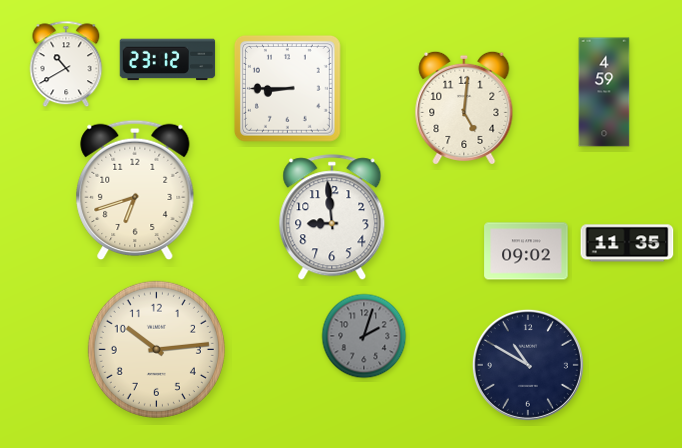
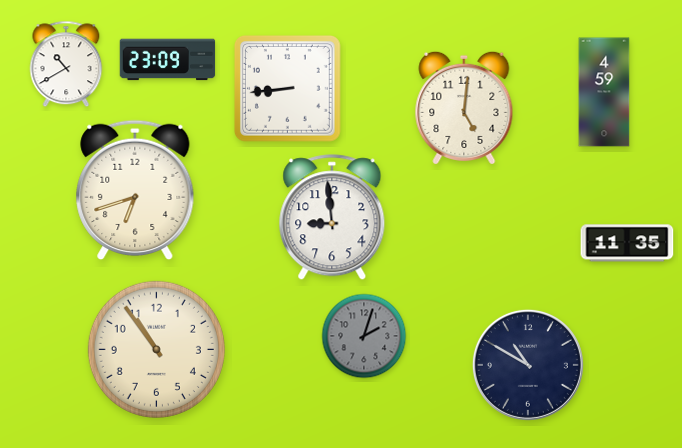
clock at (168, 60): 23:12 -> 23:09
clock at (287, 88): 8:45 -> 8:44
clock at (526, 251): 09:02 -> none
clock at (156, 349): 10:14 -> 10:54
